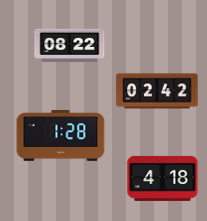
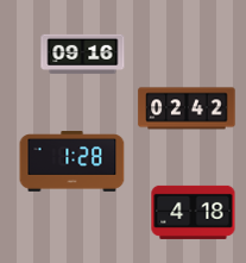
clock at (70, 46): 08:22 -> 09:16
